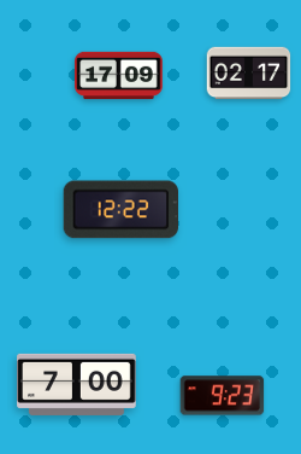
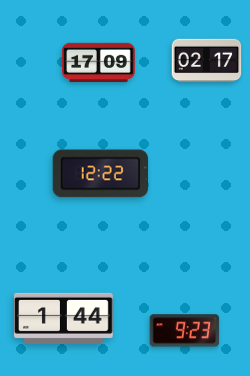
clock at (77, 384): 7:00 -> 1:44
clock at (223, 396) position: (223, 396) -> (185, 331)
